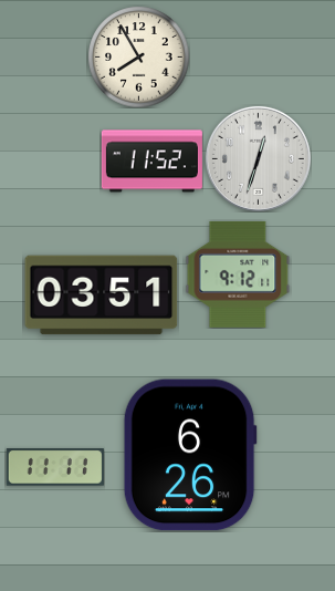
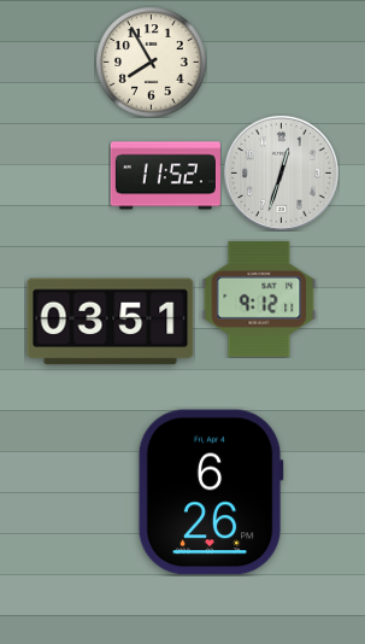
clock at (190, 455) position: (190, 455) -> (211, 492)
clock at (55, 467): 11:11 -> none
